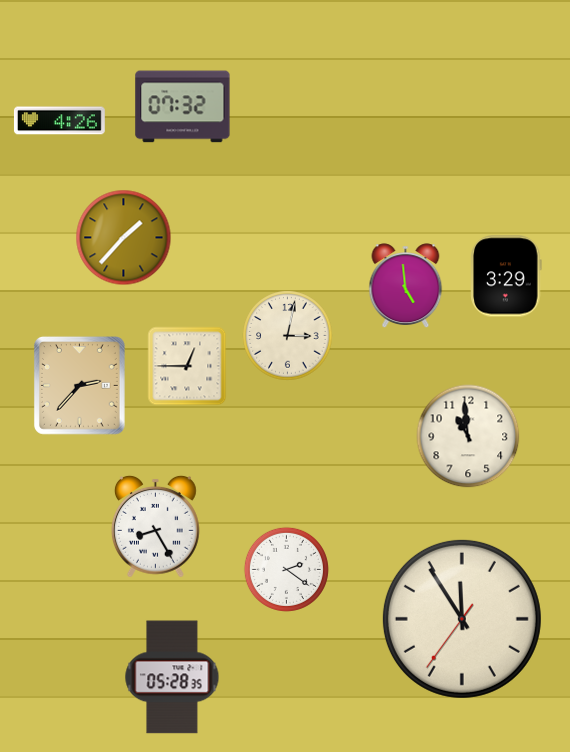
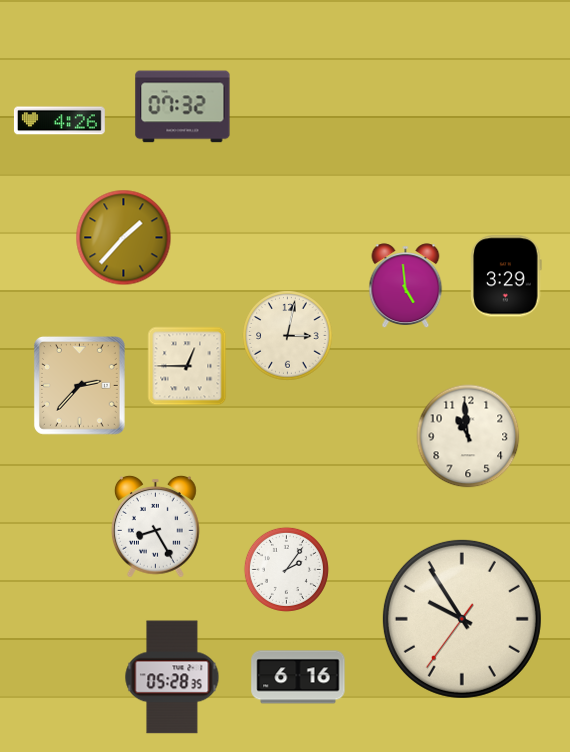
clock at (286, 569): 2:21 -> 2:06
clock at (462, 619): 11:54 -> 9:54
clock at (298, 677): none -> 6:16
